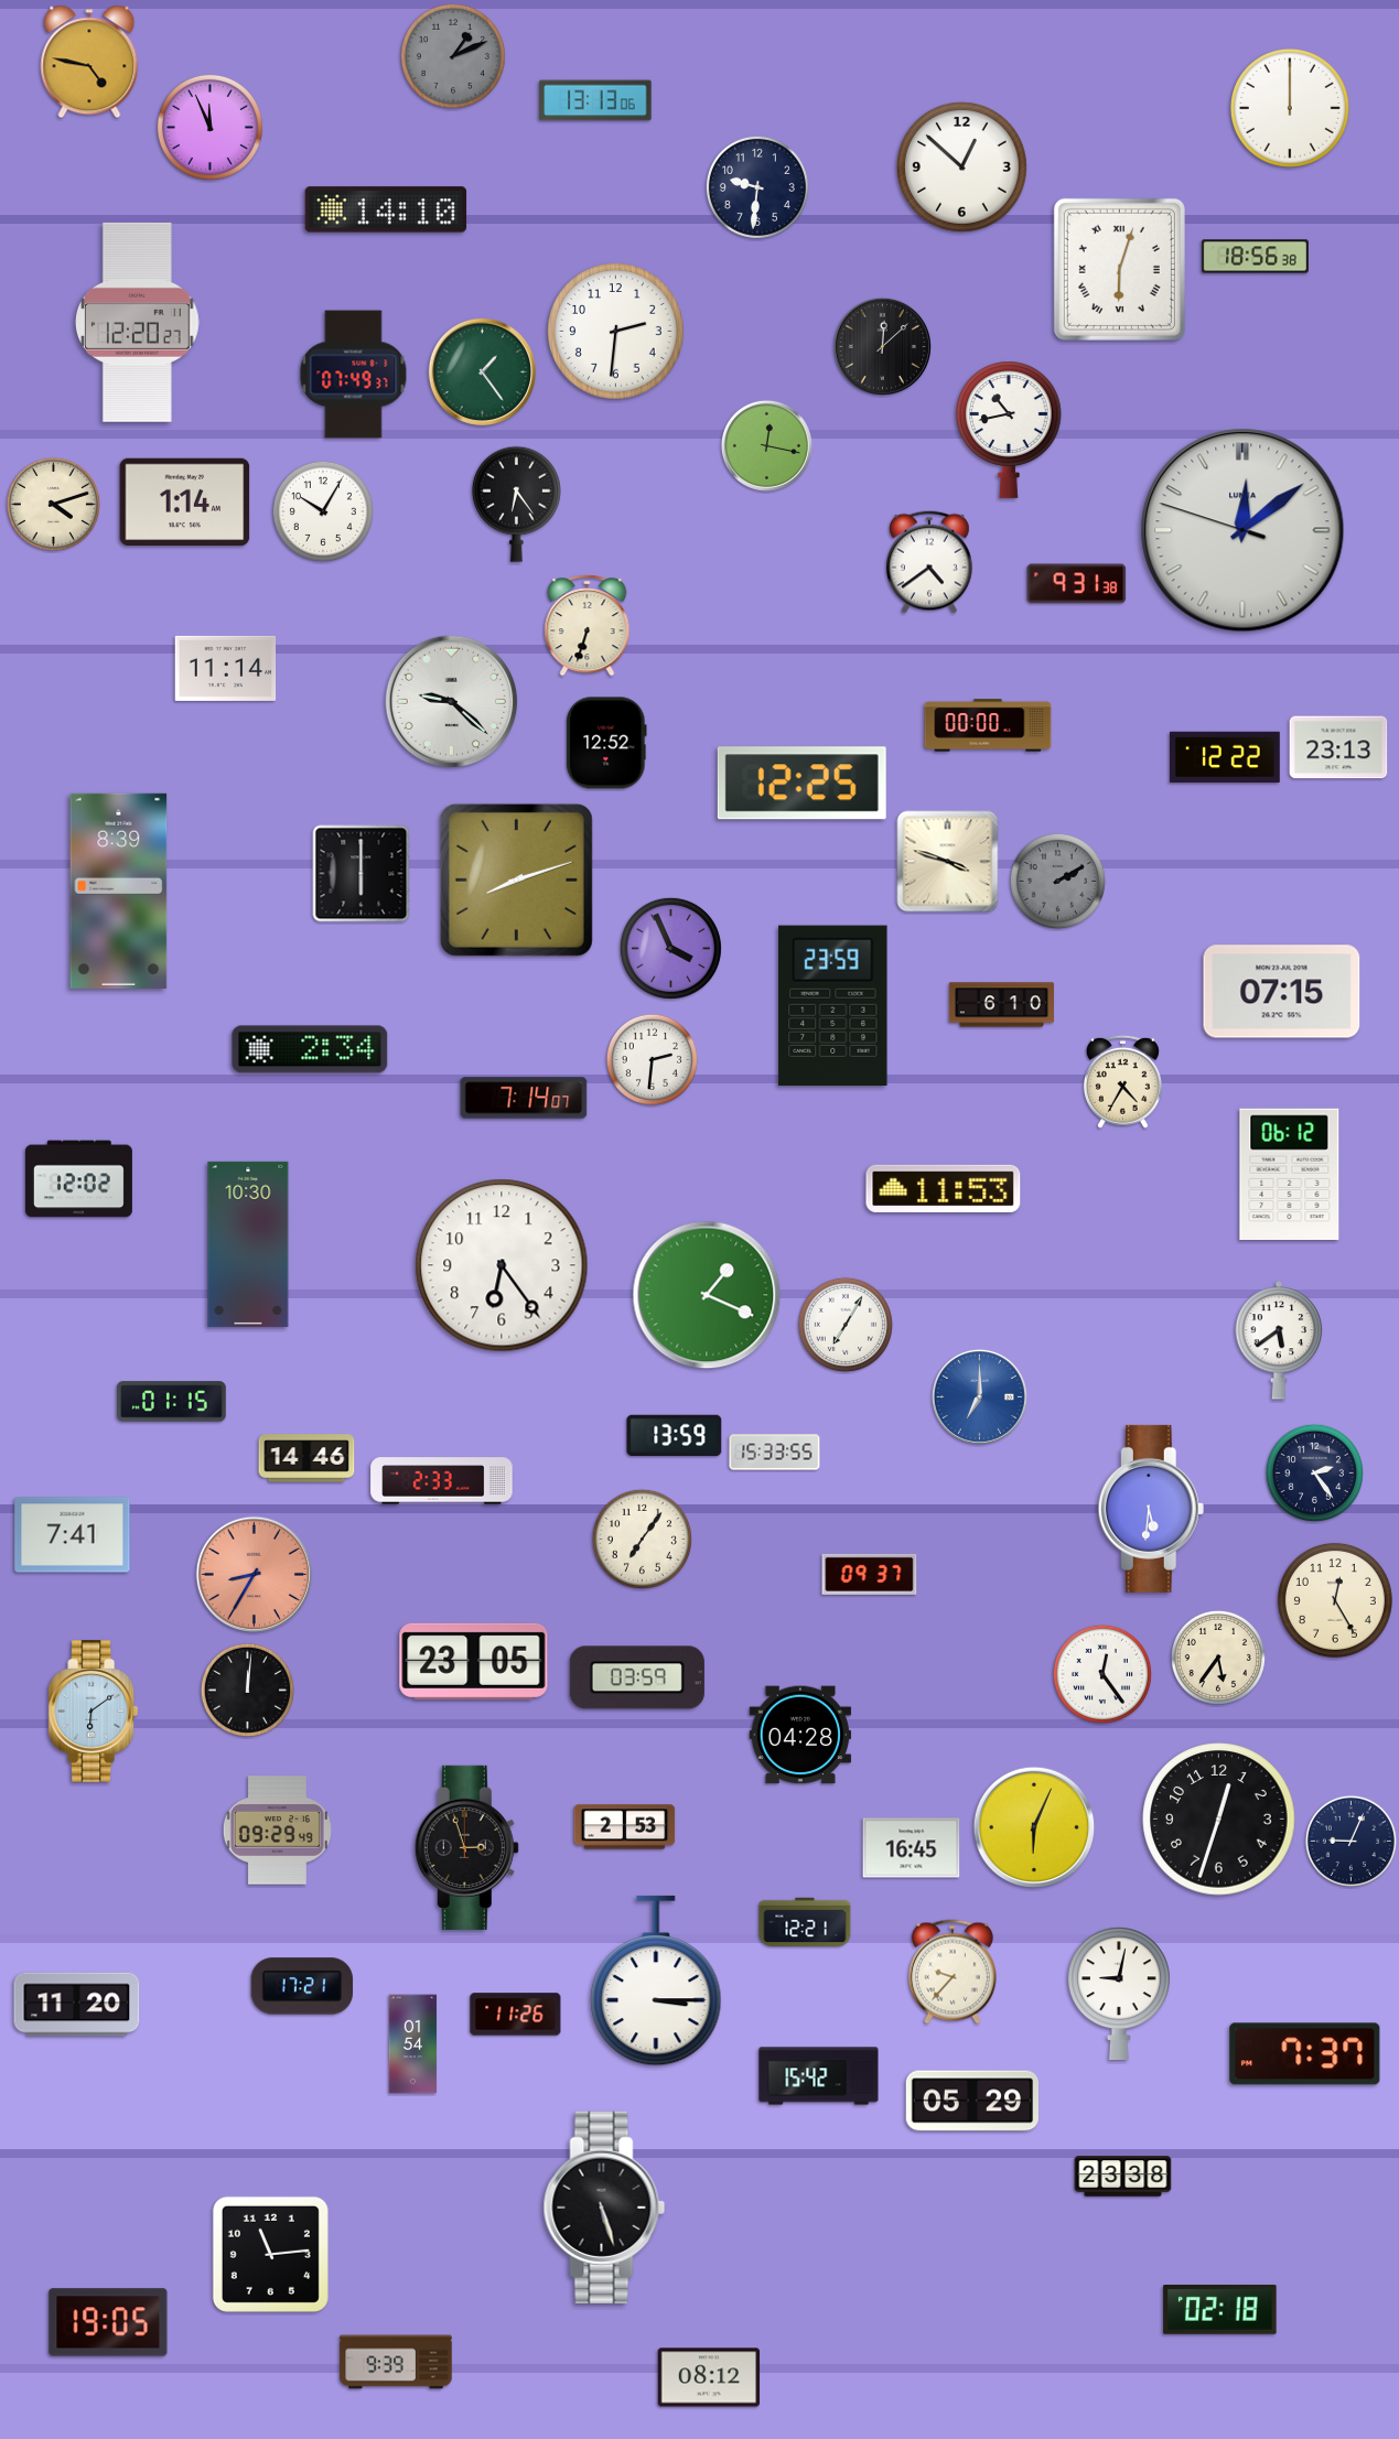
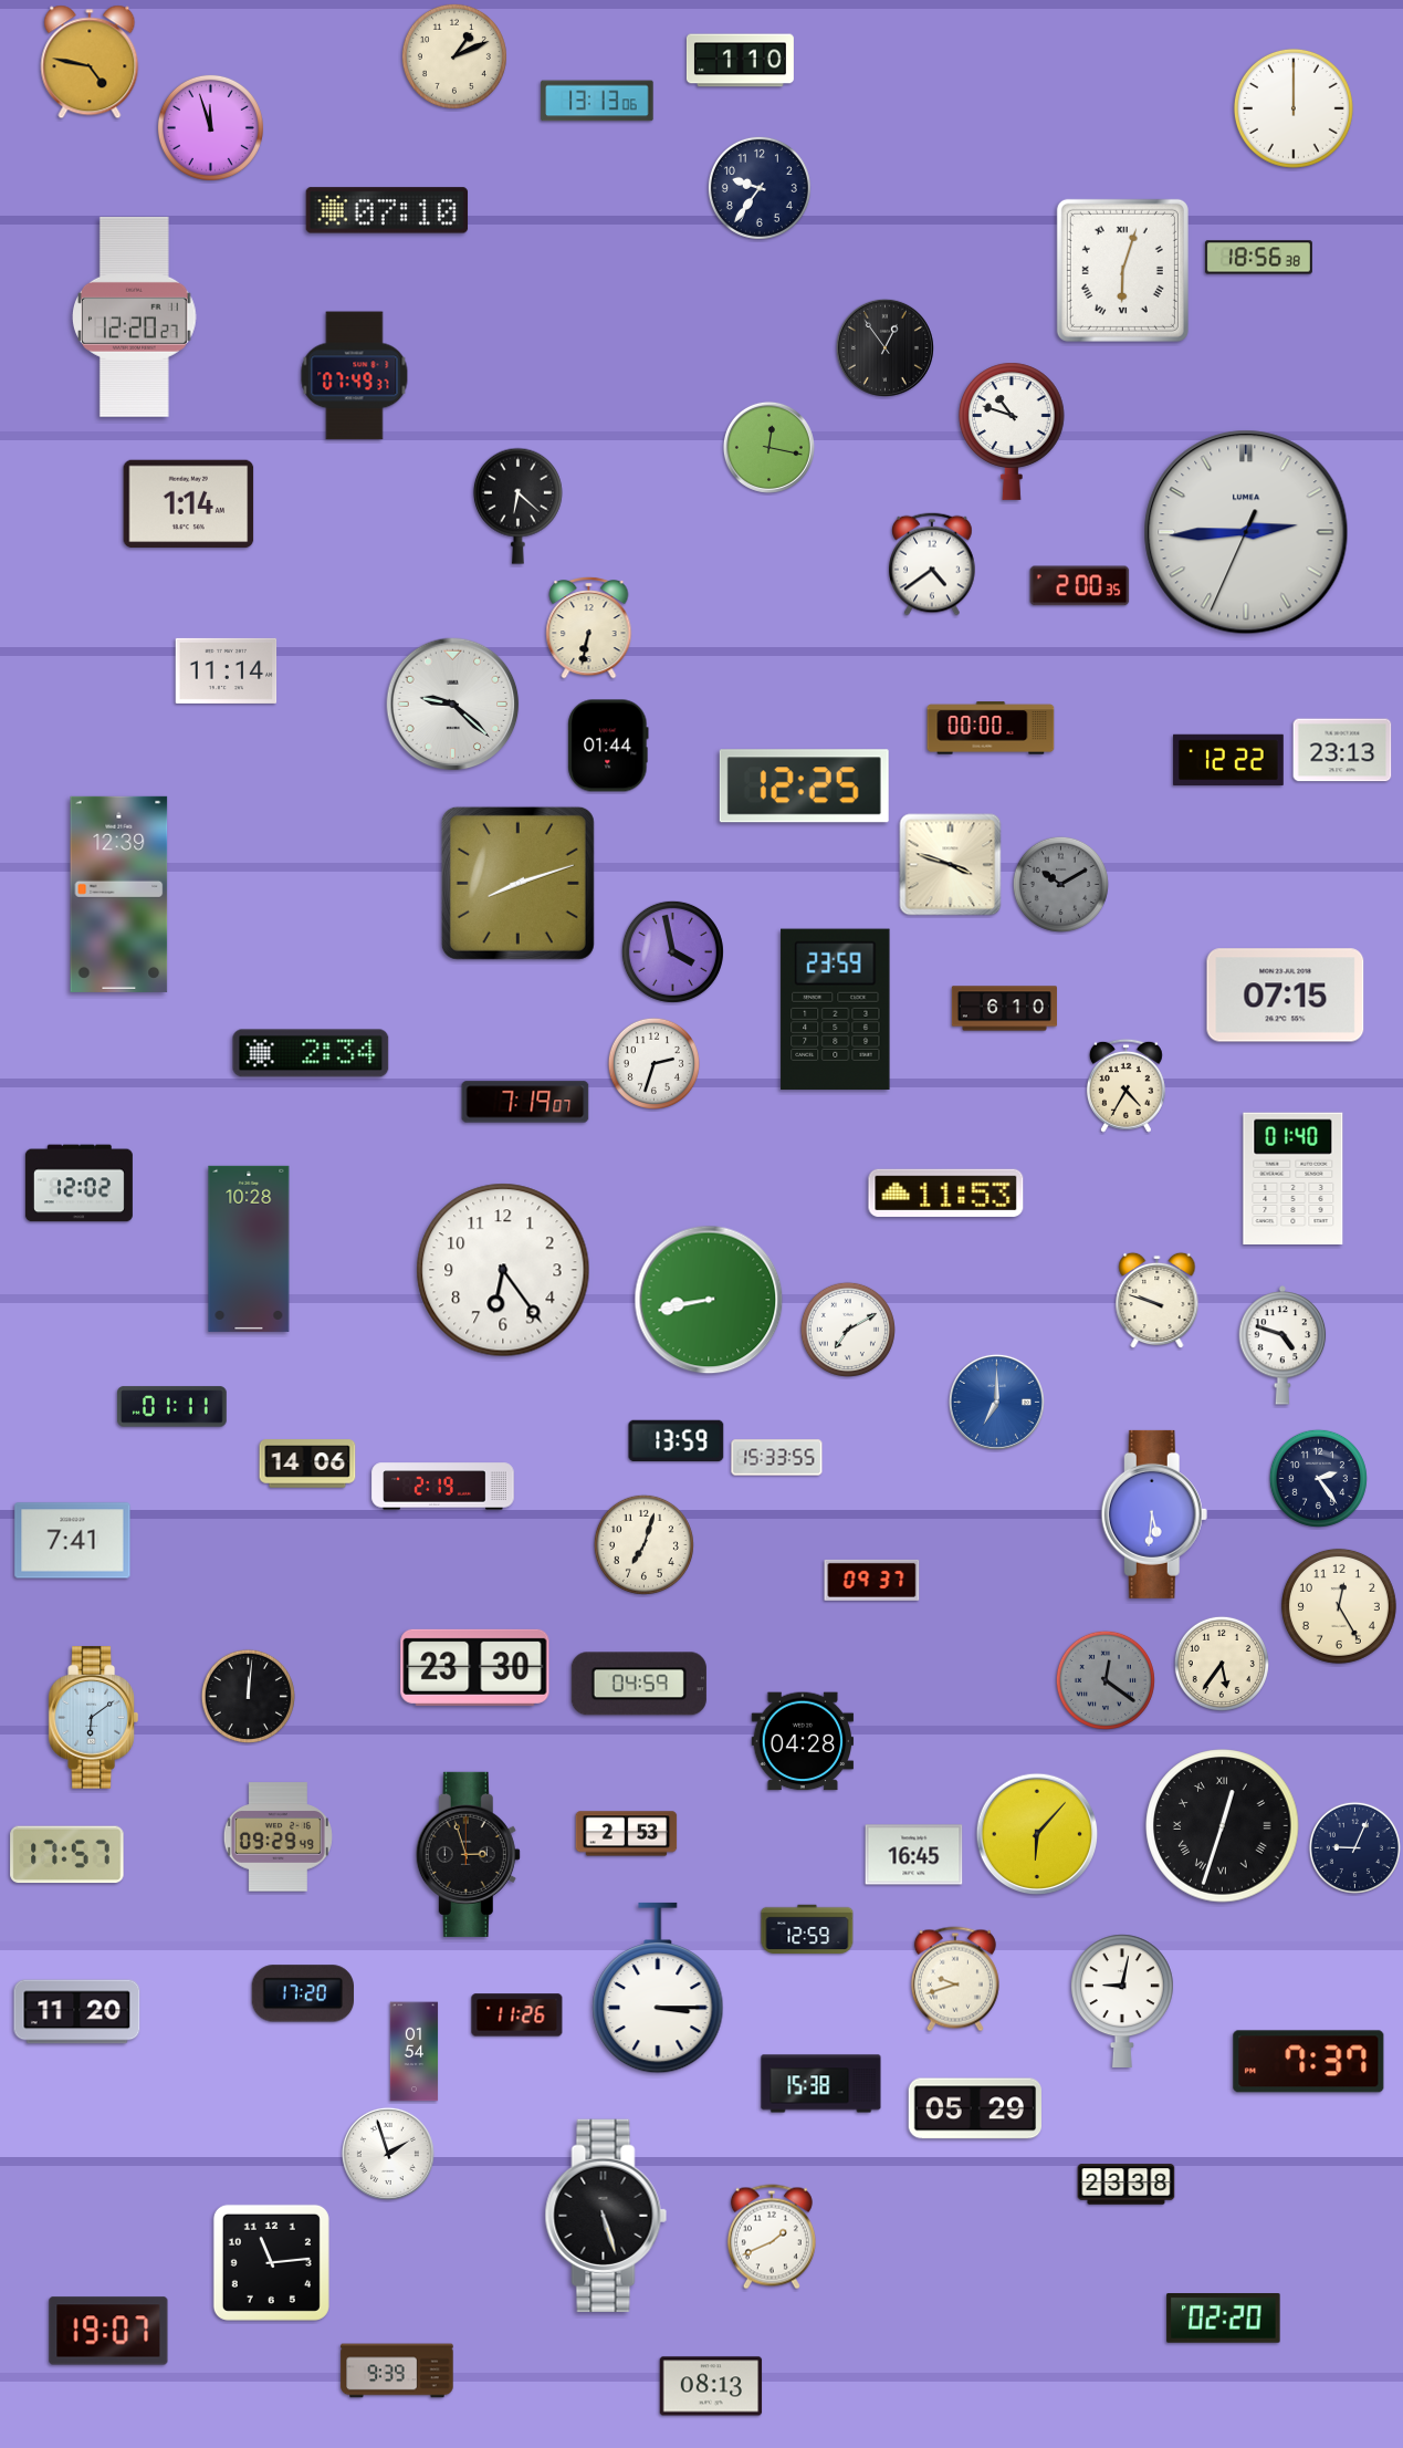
clock at (453, 56) dial: grey -> cream
clock at (740, 61): none -> 1:10
clock at (209, 127): 11:56 -> 11:57
clock at (962, 168): 12:52 -> none
clock at (757, 187): 9:31 -> 9:36
clock at (386, 209): 14:10 -> 07:10
clock at (138, 322) position: (138, 322) -> (135, 316)
clock at (616, 332): 2:31 -> none
clock at (882, 346): 12:08 -> 12:54
clock at (482, 371): 1:24 -> none
clock at (1010, 430): 10:43 -> 10:48
clock at (185, 503) position: (185, 503) -> (189, 504)
clock at (53, 504): 4:12 -> none
clock at (516, 504): 6:24 -> 6:22
clock at (323, 511): 10:05 -> none
clock at (1242, 530): 12:08 -> 2:44
clock at (1077, 584): 9:31 -> 2:00
clock at (588, 625): 6:33 -> 6:32
clock at (606, 743): 12:52 -> 01:44
clock at (362, 874): 6:00 -> none
clock at (1057, 881): 2:10 -> 10:10
clock at (119, 891): 8:39 -> 12:39
clock at (670, 948): 3:56 -> 3:58
clock at (652, 1059): 2:31 -> 2:33
clock at (524, 1098): 7:14 -> 7:19
clock at (1290, 1174): 06:12 -> 01:40
clock at (248, 1244): 10:30 -> 10:28
clock at (707, 1295): 1:19 -> 8:43
clock at (1158, 1301): none -> 9:48
clock at (846, 1325): 7:05 -> 7:10
clock at (1279, 1340): 5:39 -> 4:48
clock at (979, 1396) position: (979, 1396) -> (996, 1402)
clock at (172, 1402): 01:15 -> 01:11
clock at (306, 1458): 14:46 -> 14:06
clock at (442, 1481): 2:33 -> 2:19
clock at (642, 1539): 7:06 -> 7:03
clock at (254, 1574): 8:35 -> none
clock at (474, 1661): 23:05 -> 23:30
clock at (1102, 1674): 12:24 -> 12:21
clock at (1102, 1674) dial: white -> grey
clock at (637, 1677): 03:59 -> 04:59
clock at (1219, 1820) numerals: Arabic -> Roman
clock at (1034, 1827): 6:04 -> 6:07
clock at (67, 1855): none -> 17:57
clock at (805, 1922): 12:21 -> 12:59
clock at (953, 1972): 9:37 -> 9:42
clock at (301, 1986): 17:21 -> 17:20
clock at (516, 2015) position: (516, 2015) -> (517, 2015)
clock at (819, 2076): 15:42 -> 15:38
clock at (388, 2154): none -> 1:57
clock at (772, 2237): none -> 1:41
clock at (1220, 2310): 02:18 -> 02:20
clock at (108, 2322): 19:05 -> 19:07
clock at (709, 2377): 08:12 -> 08:13
